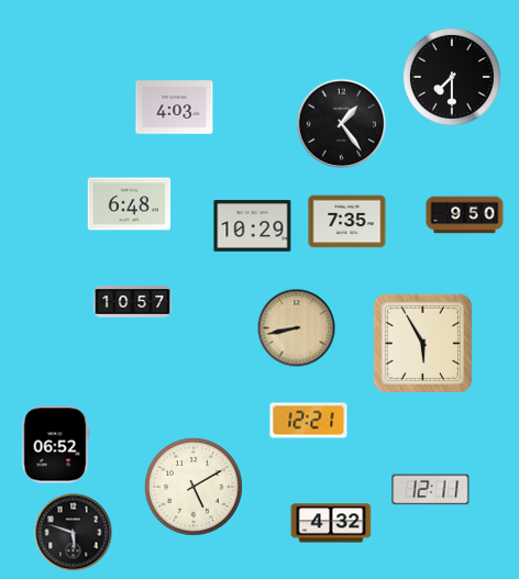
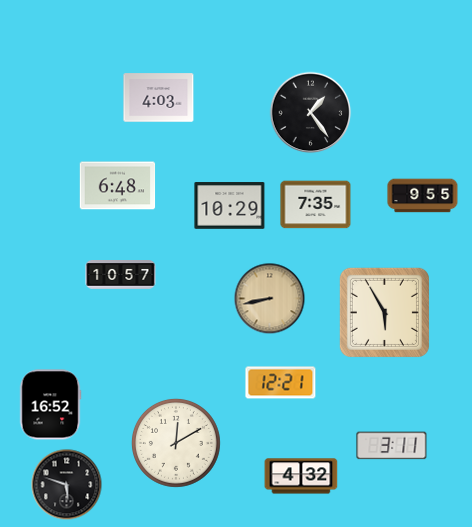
clock at (452, 77): 7:30 -> none
clock at (465, 215): 9:50 -> 9:55
clock at (347, 222) position: (347, 222) -> (316, 205)
clock at (55, 445): 06:52 -> 16:52
clock at (194, 487): 5:10 -> 12:10
clock at (431, 490): 12:11 -> 3:11
